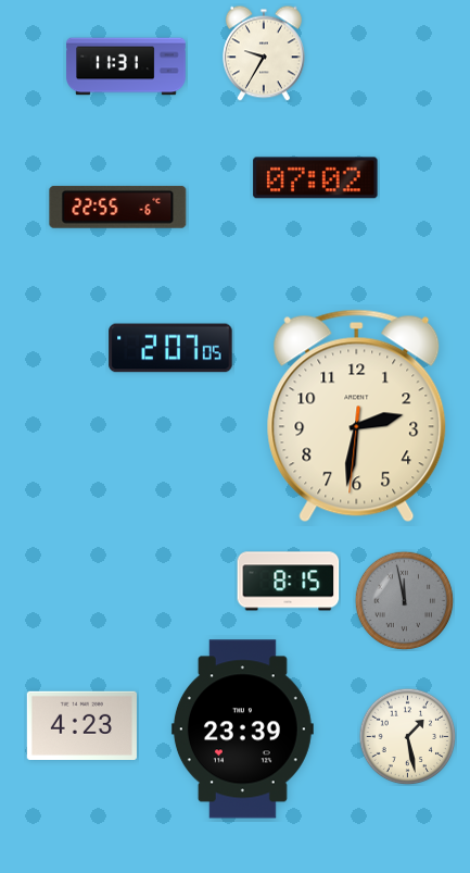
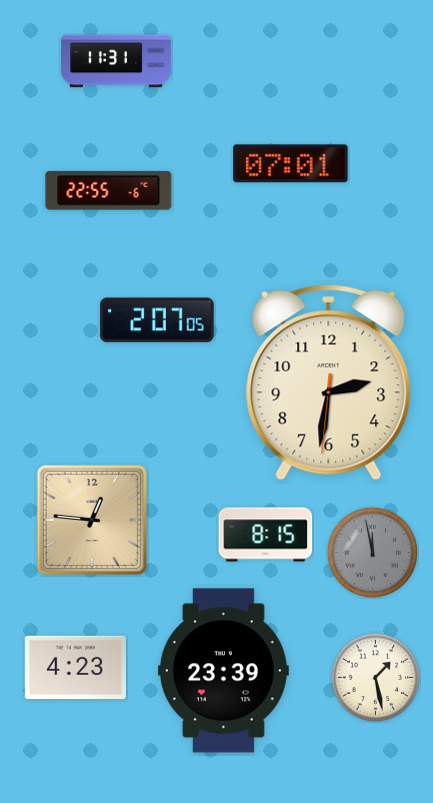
clock at (265, 53): 9:35 -> none
clock at (316, 178): 07:02 -> 07:01
clock at (92, 520): none -> 12:46
